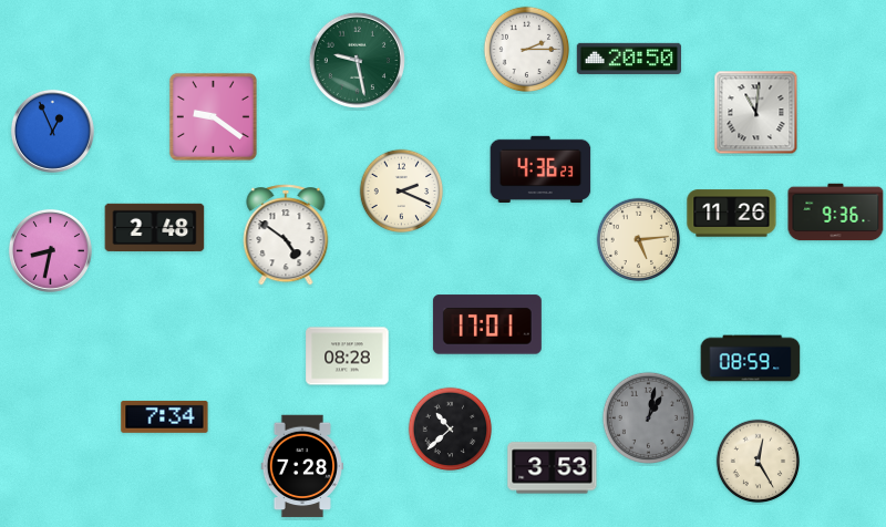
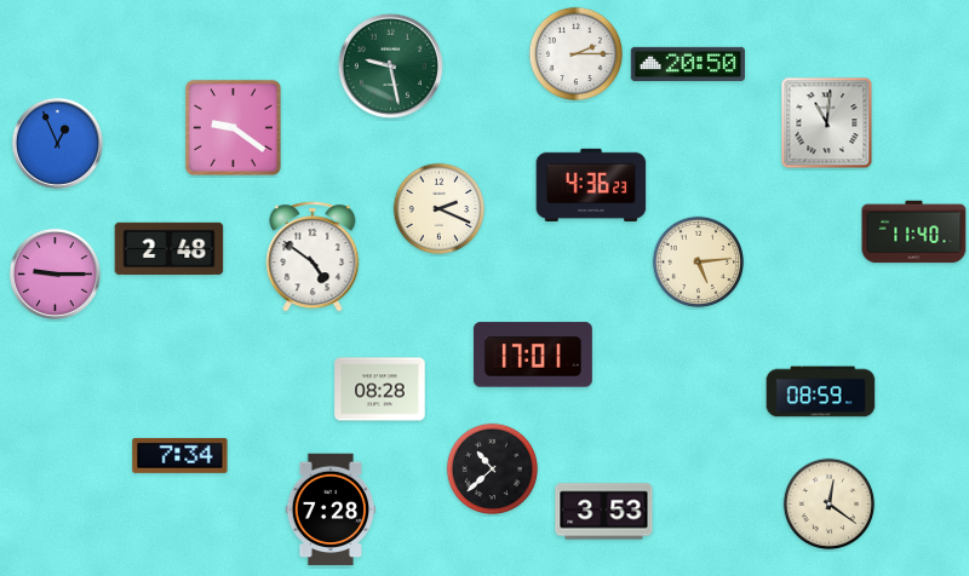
clock at (836, 213): 9:36 -> 11:40
clock at (732, 214): 11:26 -> none
clock at (50, 250): 8:32 -> 9:15
clock at (648, 417): 1:02 -> none
clock at (759, 462): 12:25 -> 12:21
